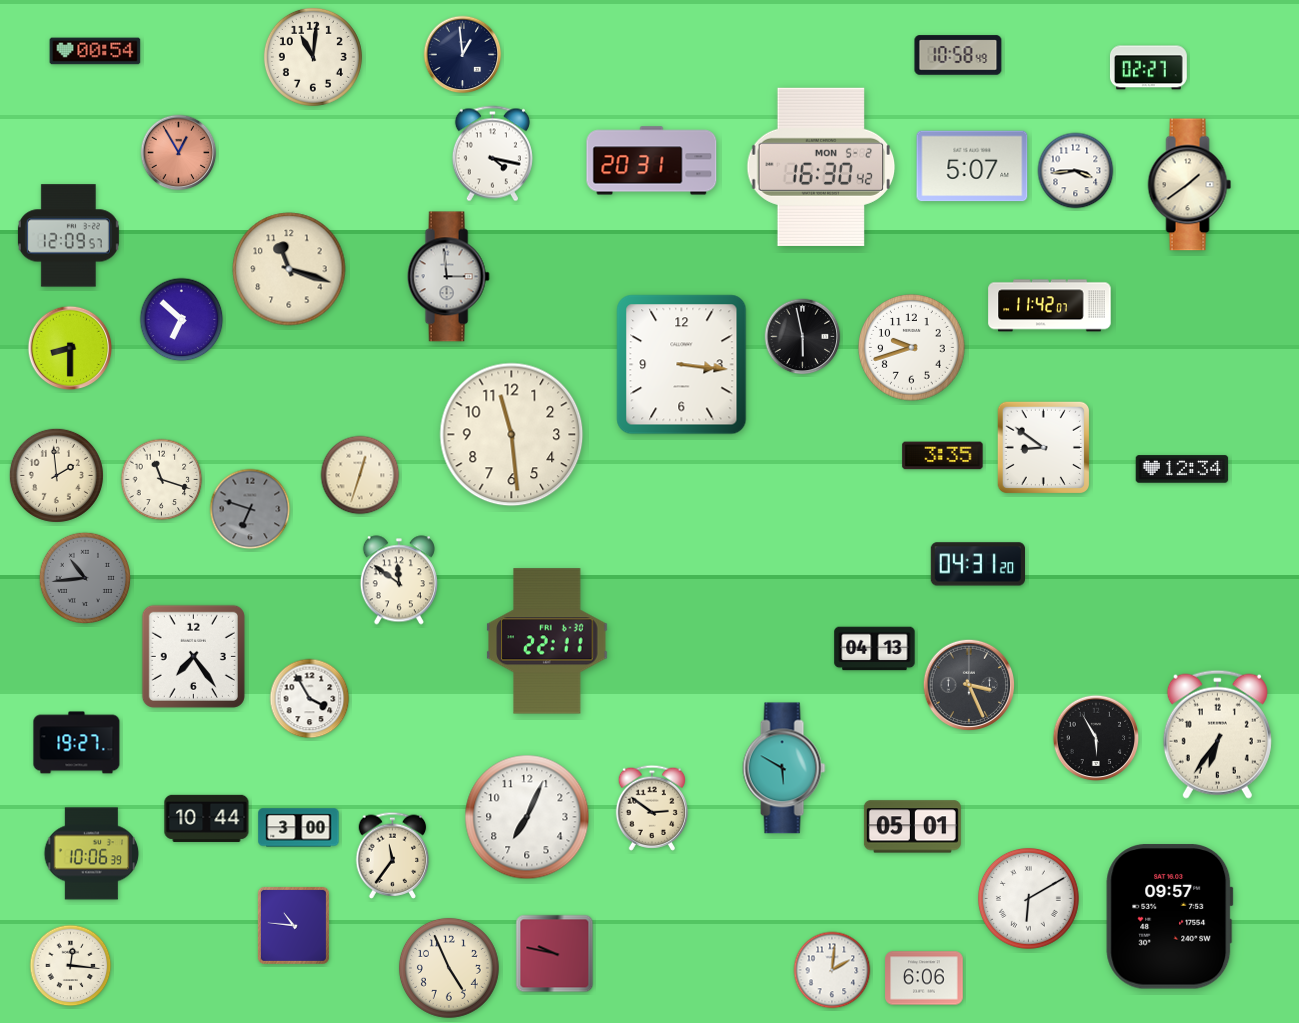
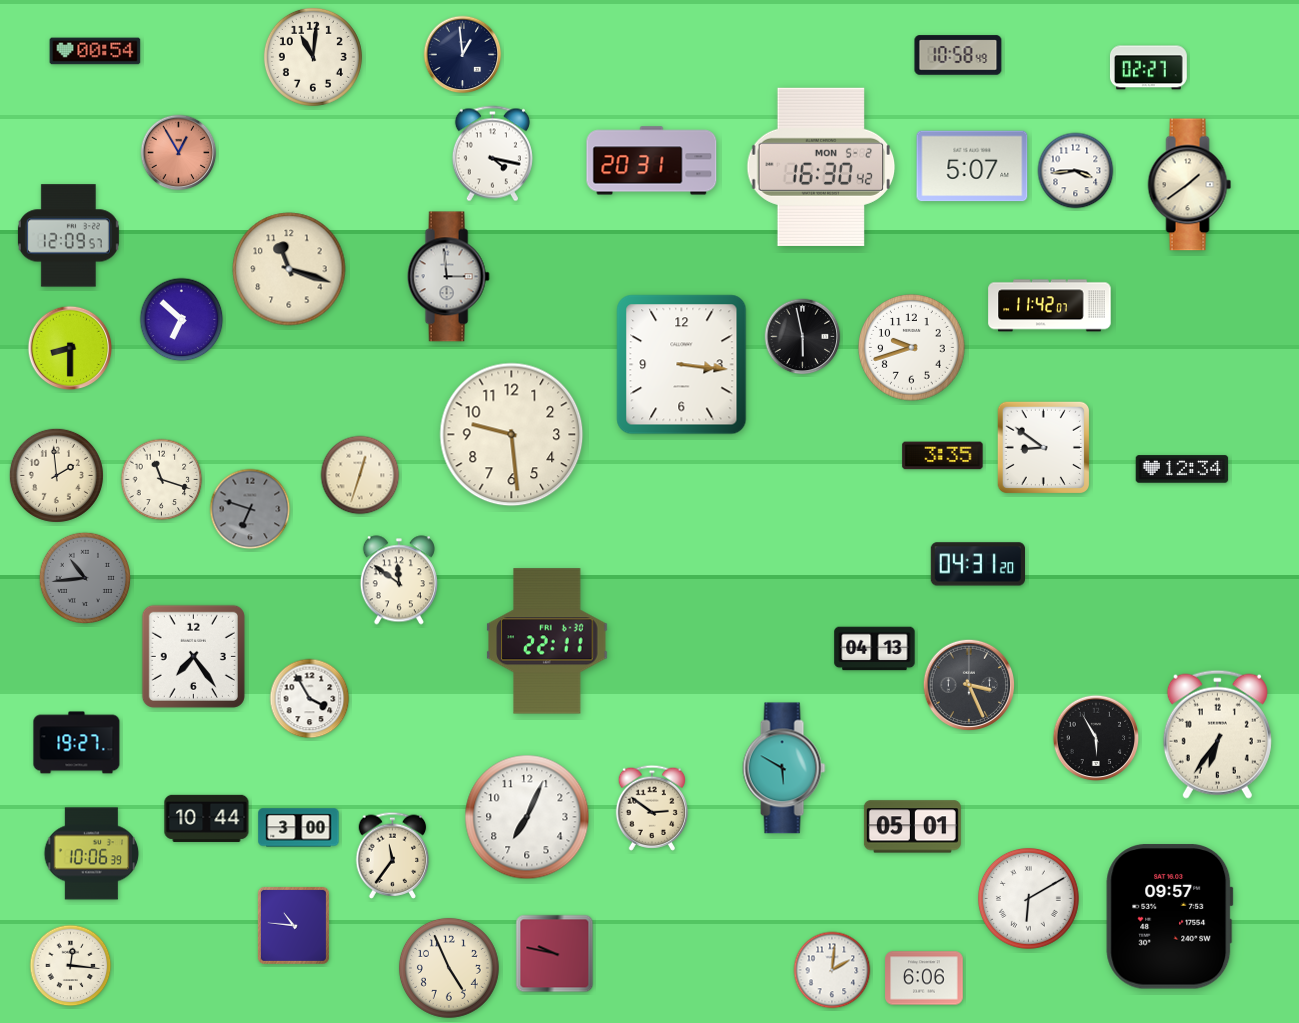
clock at (512, 435): 11:29 -> 9:29
